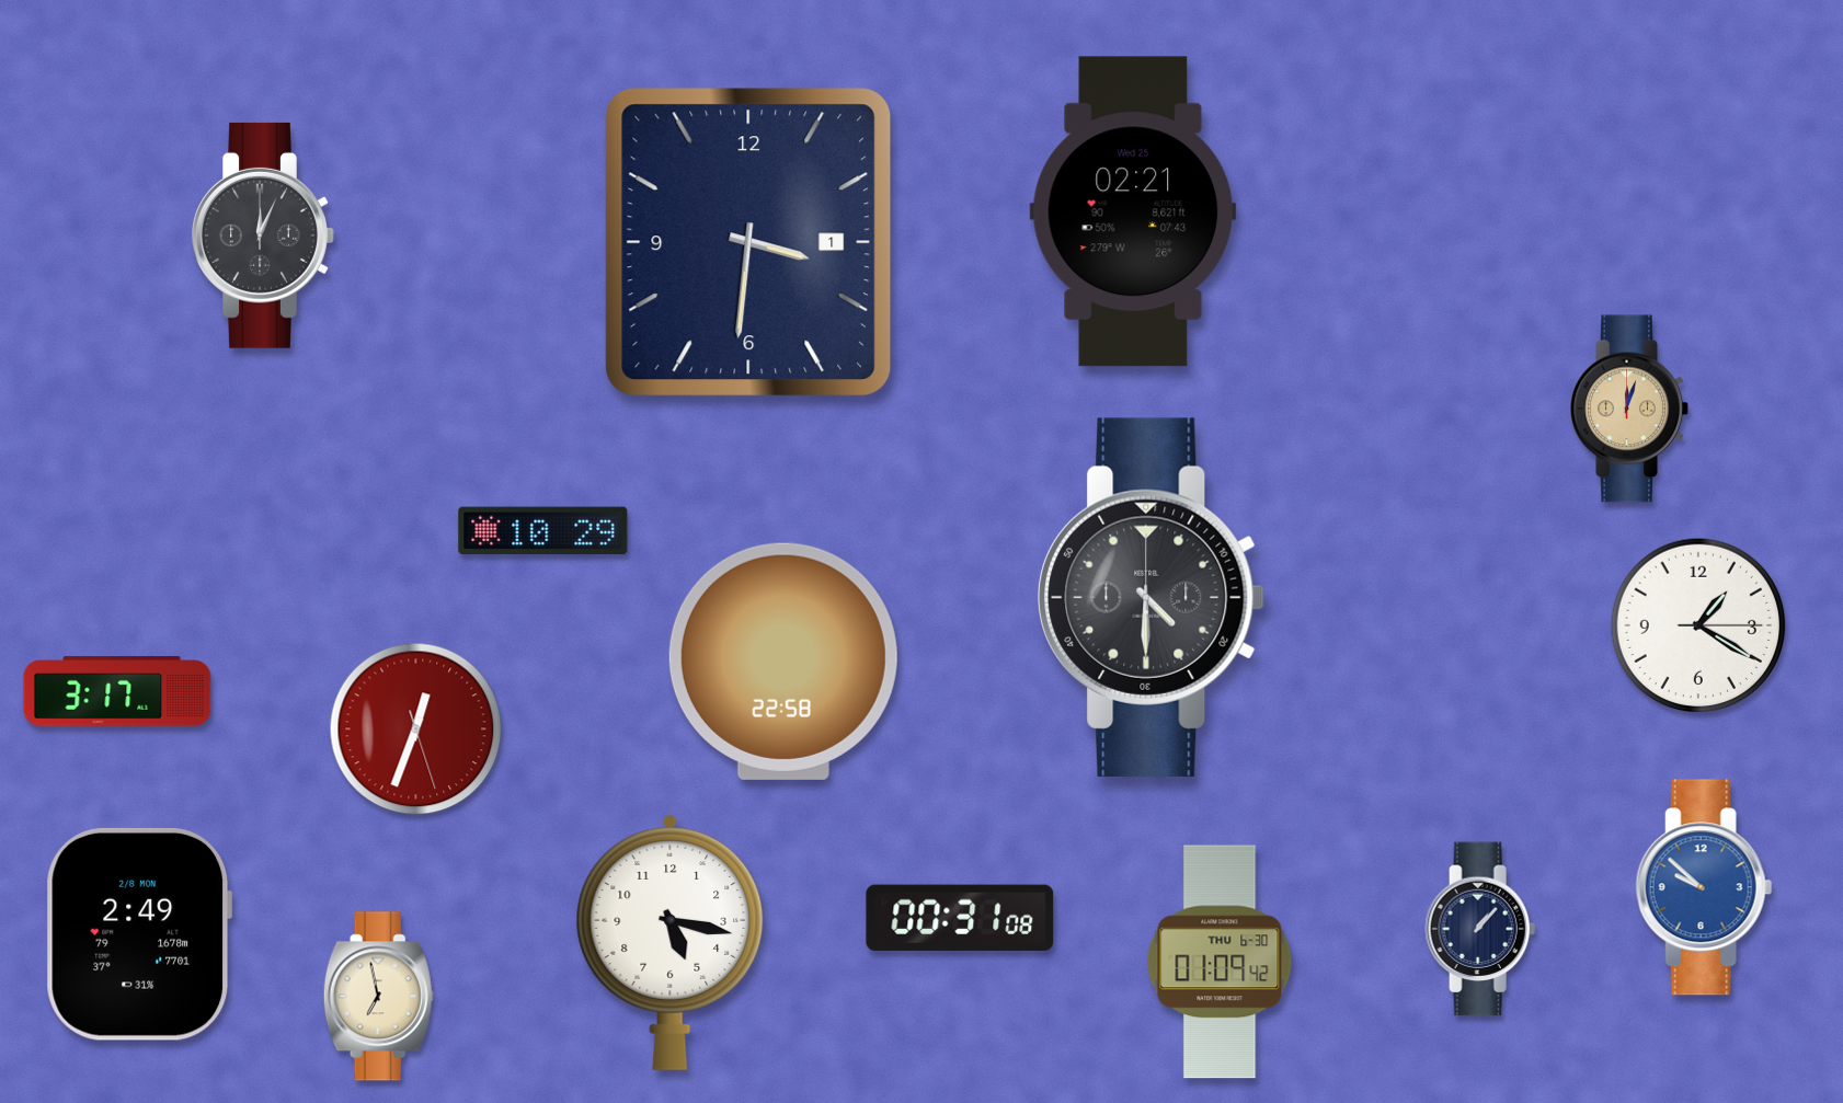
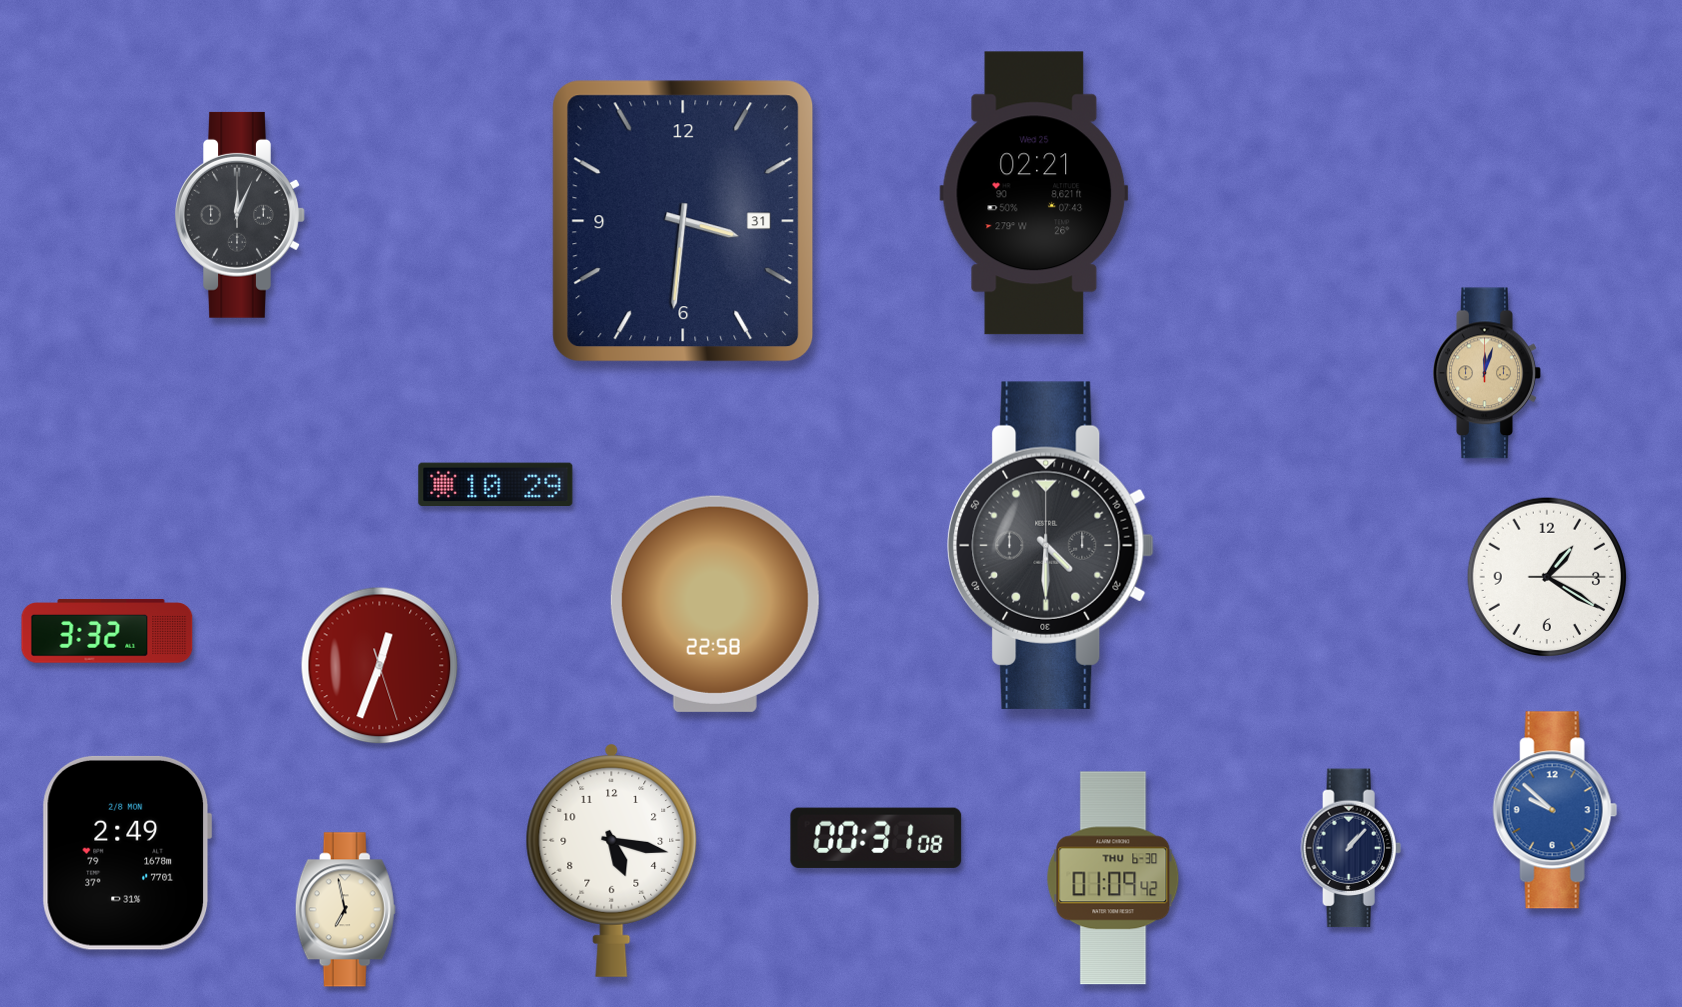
clock at (748, 242) date: 1 -> 31
clock at (1697, 624) position: (1697, 624) -> (1546, 576)
clock at (117, 691): 3:17 -> 3:32
